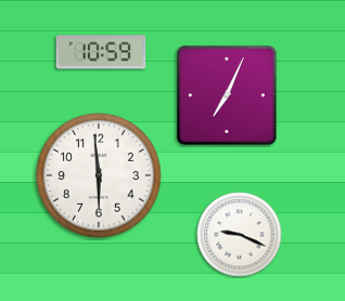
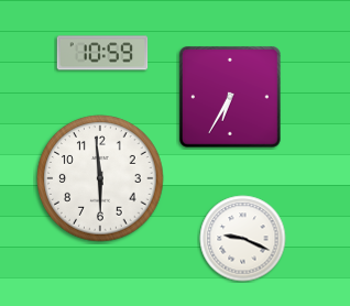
clock at (228, 96): 7:04 -> 6:35
